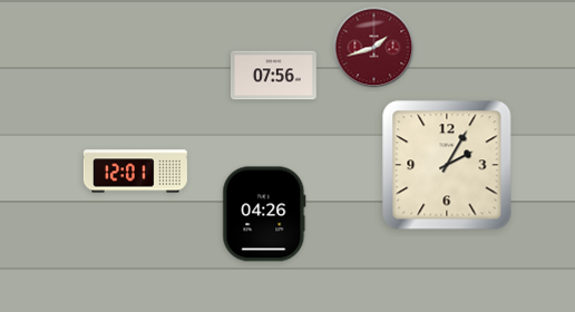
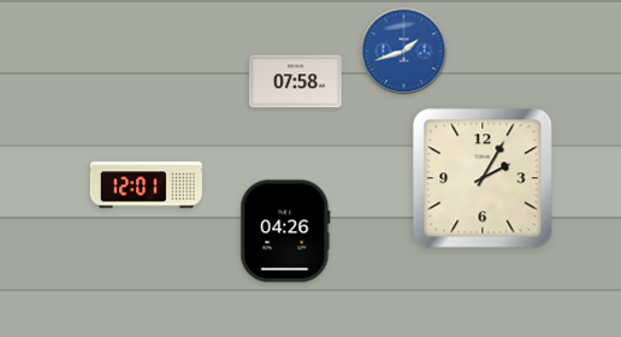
clock at (374, 48) dial: burgundy -> blue
clock at (274, 76): 07:56 -> 07:58
